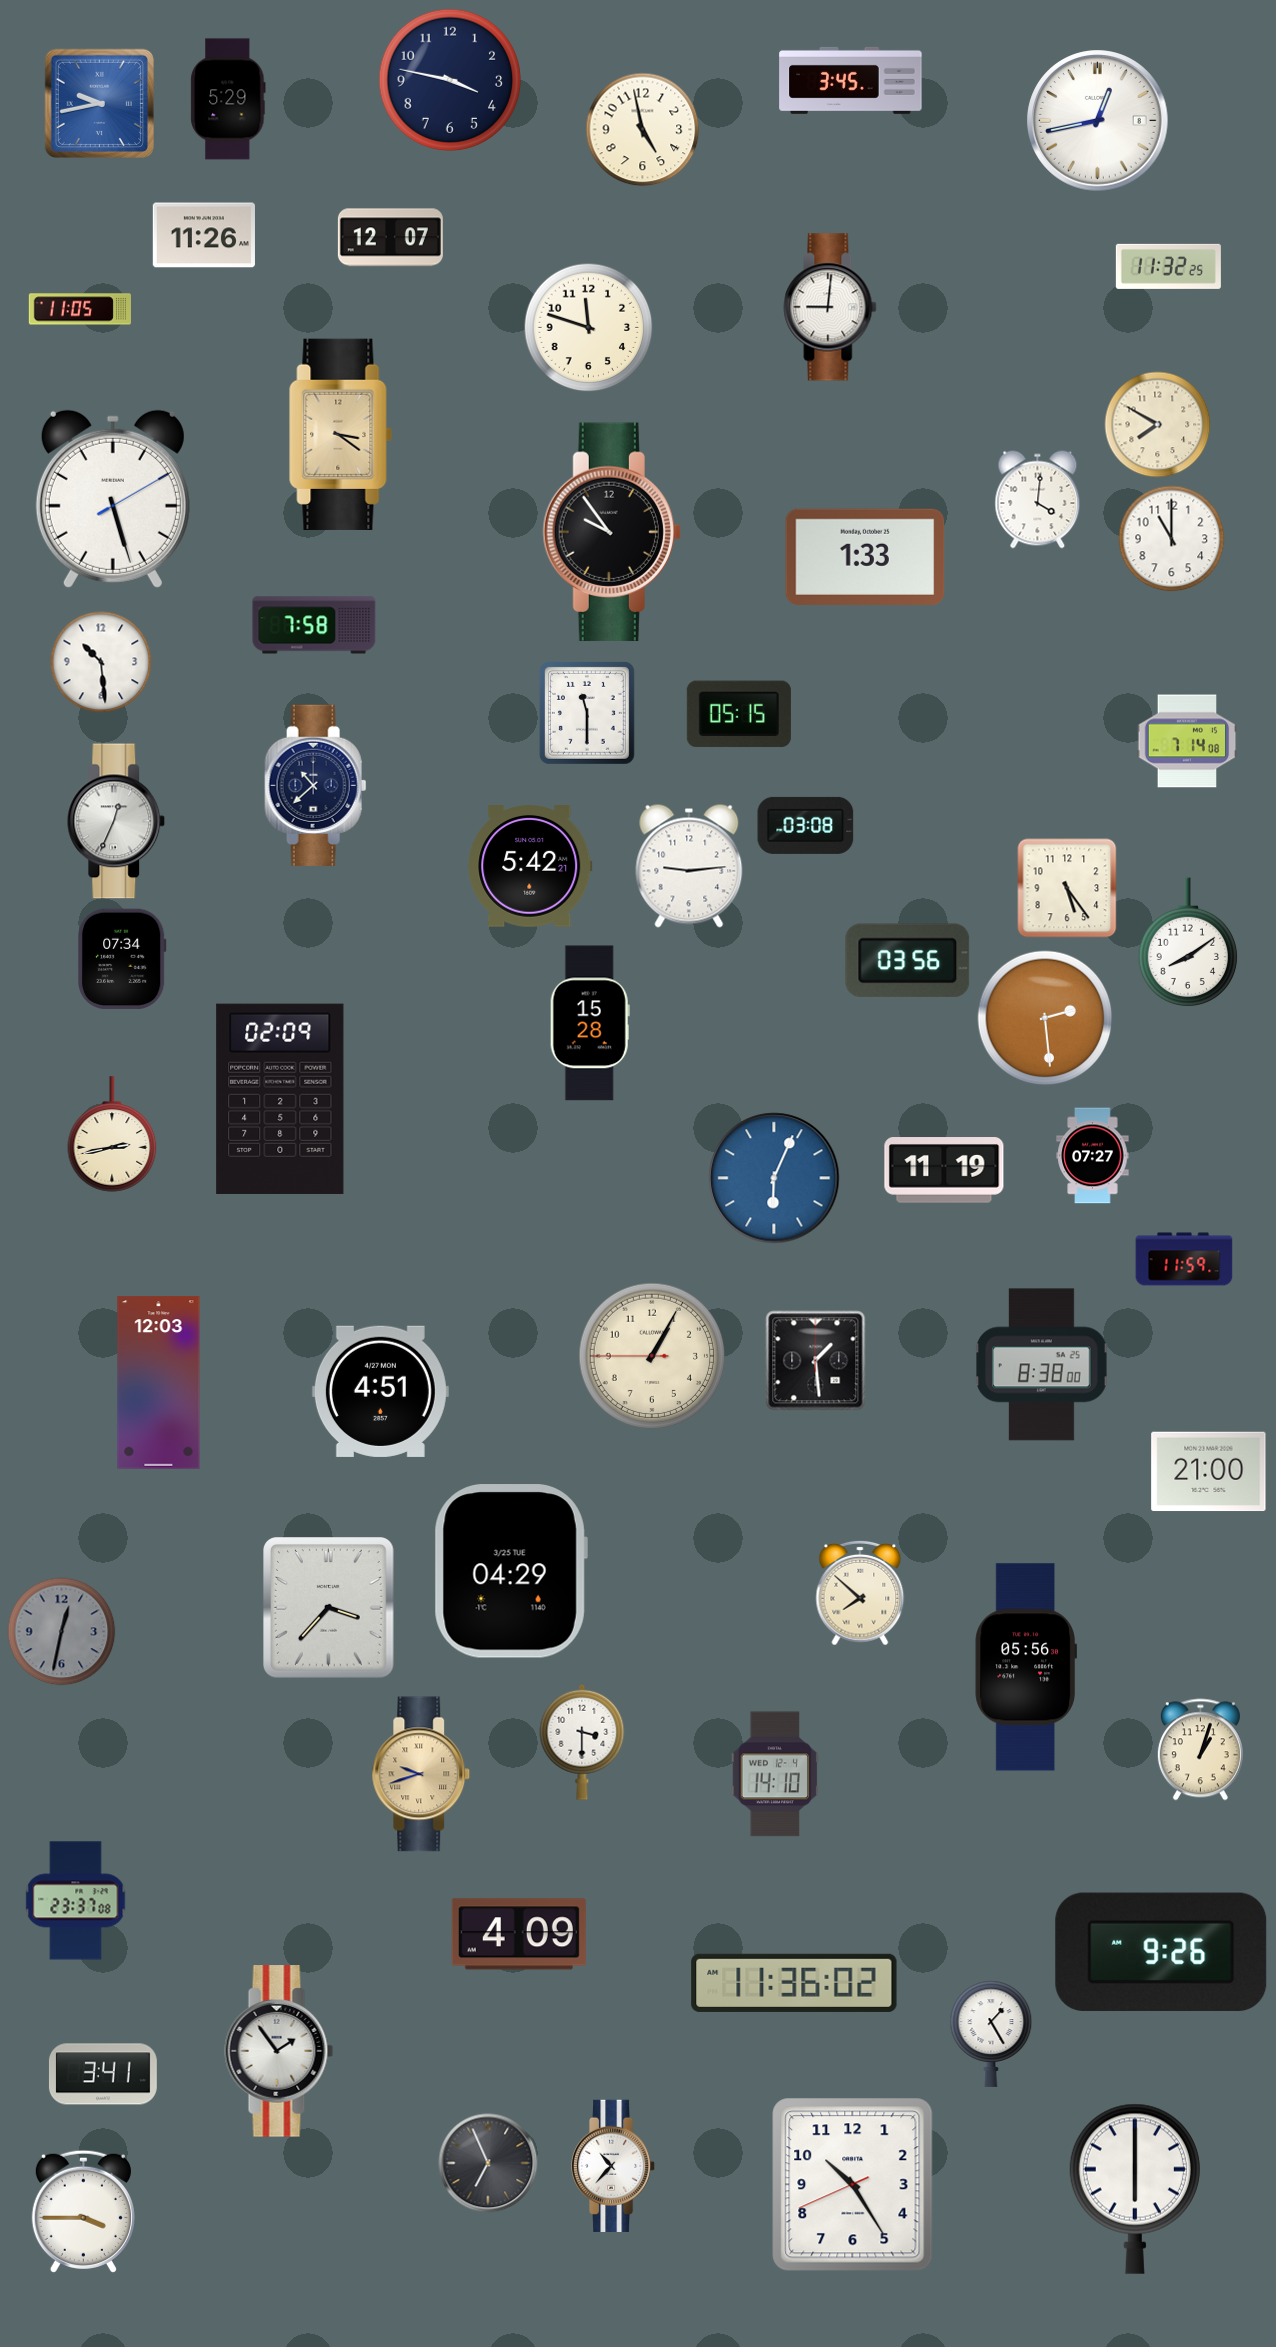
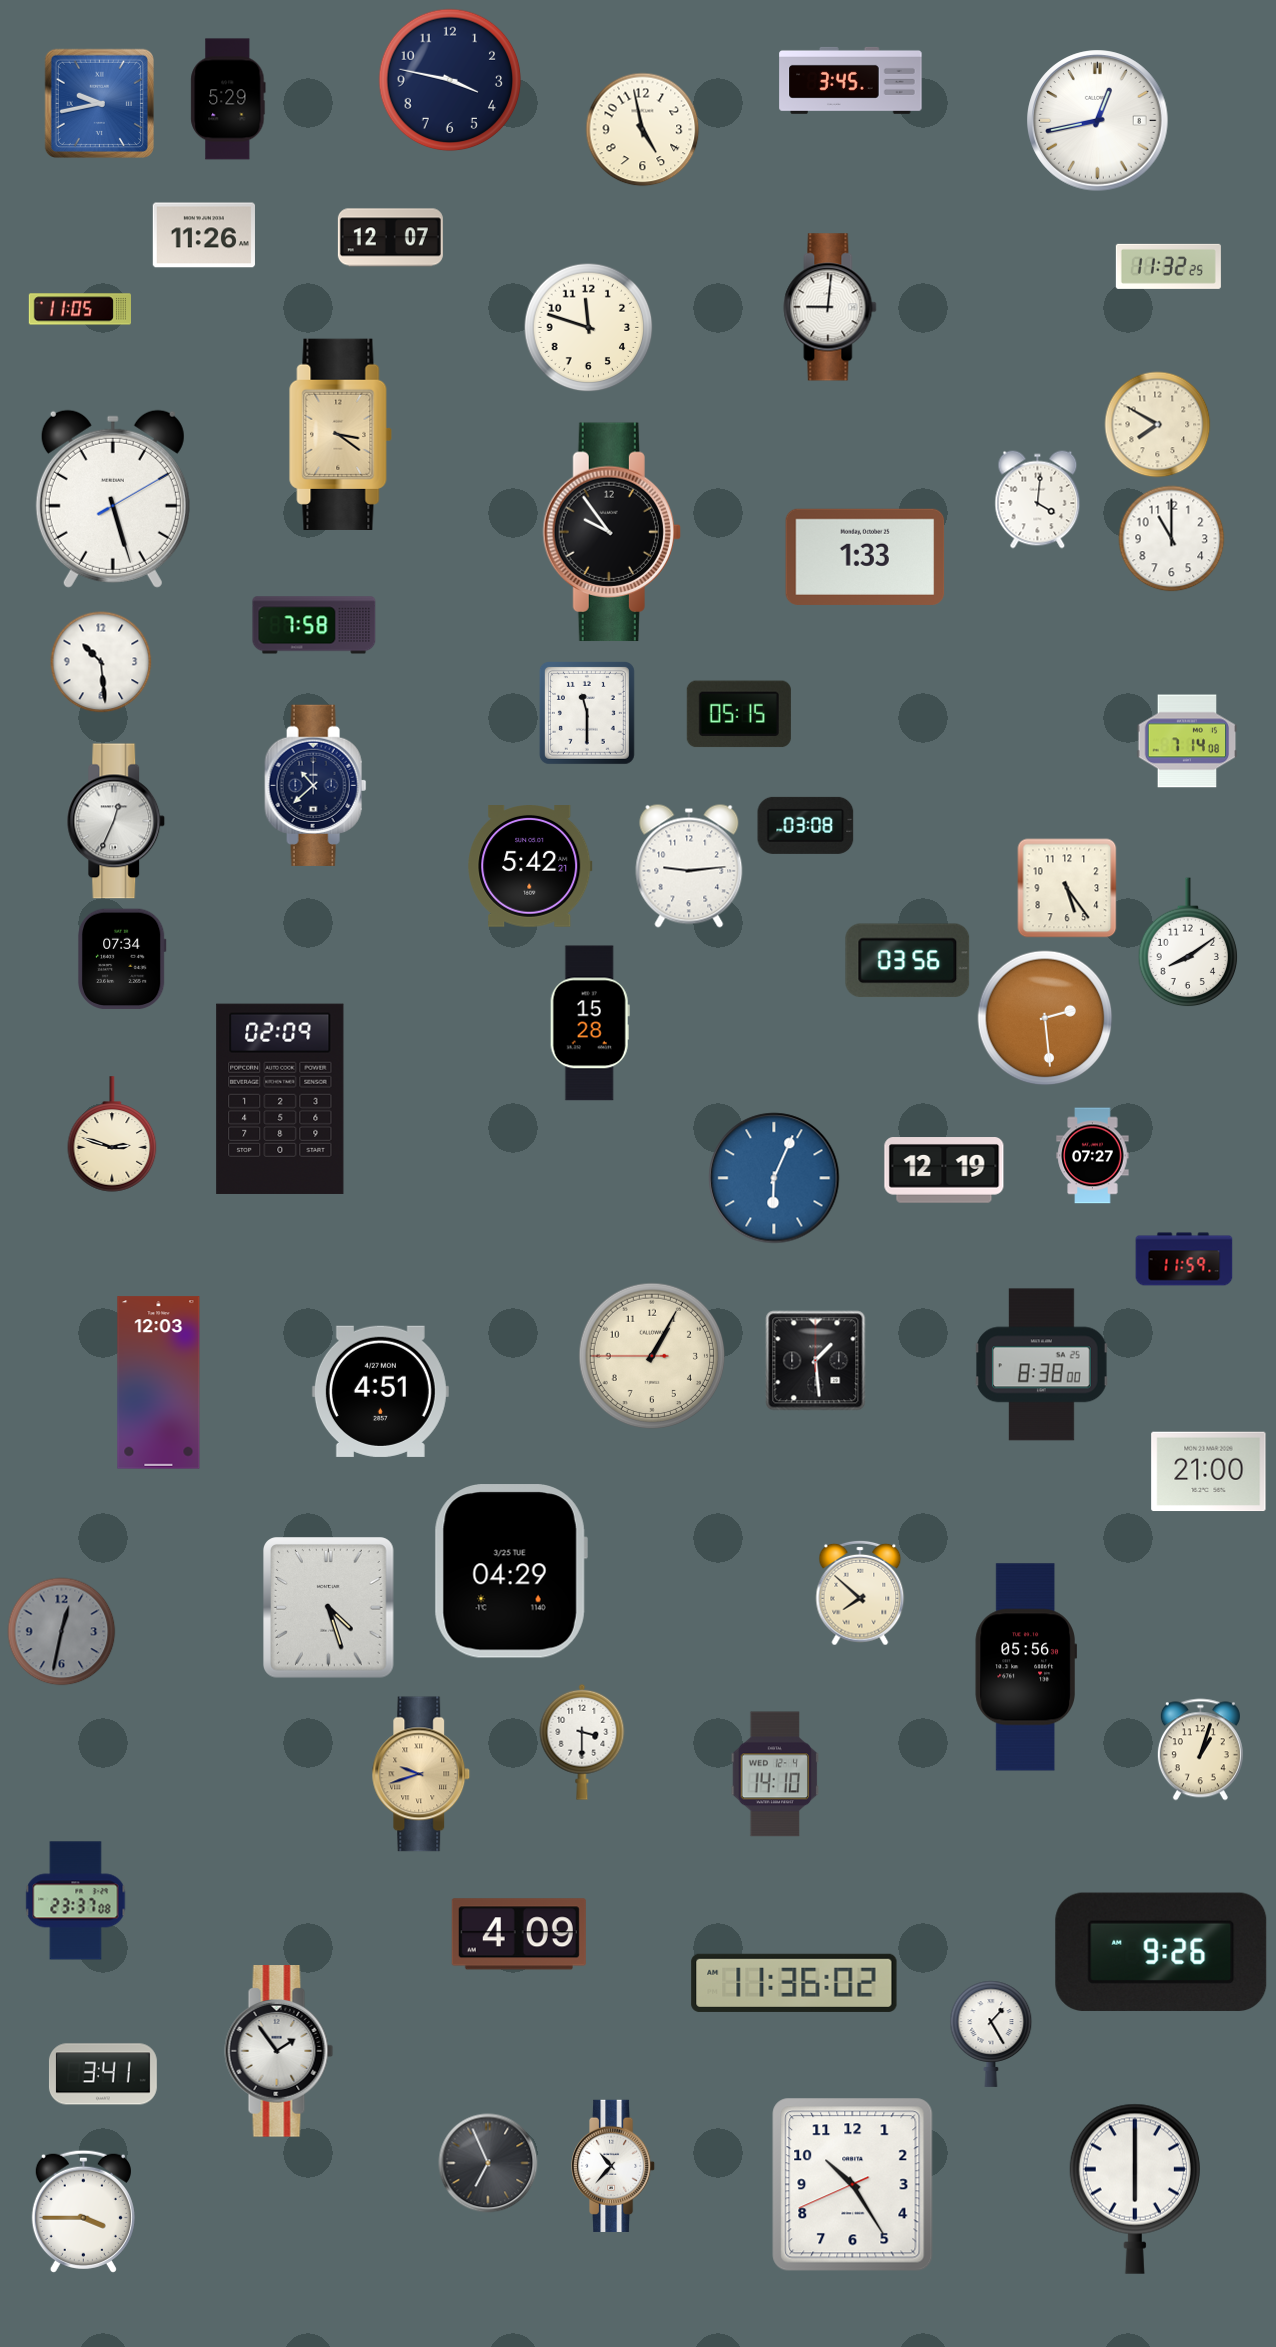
clock at (112, 1134): 2:43 -> 2:48
clock at (944, 1170): 11:19 -> 12:19
clock at (329, 1608): 3:37 -> 4:27
